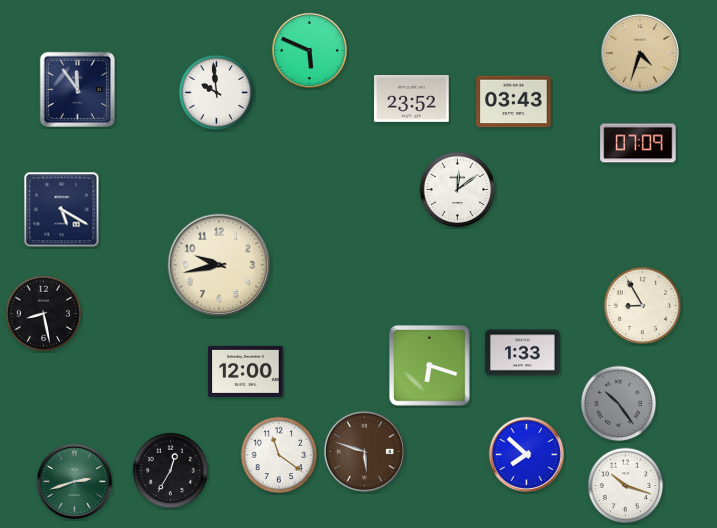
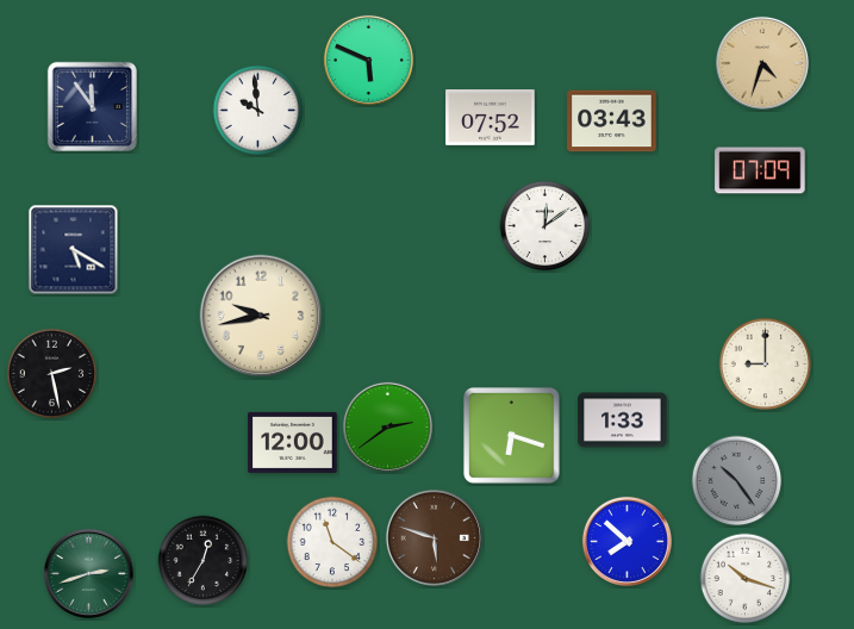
clock at (412, 99): 23:52 -> 07:52
clock at (643, 306): 8:55 -> 9:00
clock at (44, 314): 8:28 -> 2:28
clock at (387, 426): none -> 2:39
